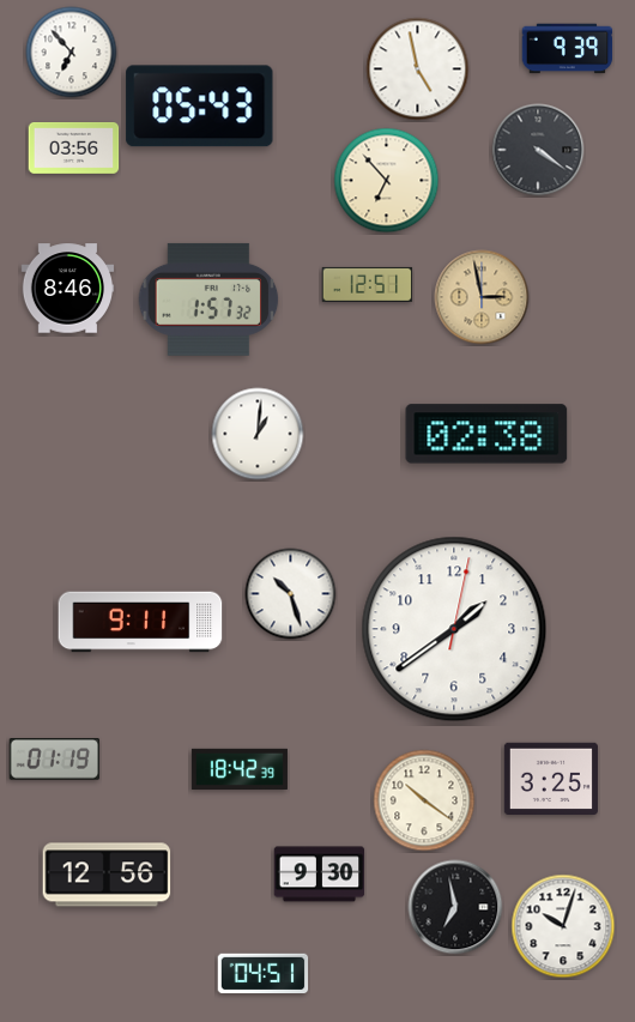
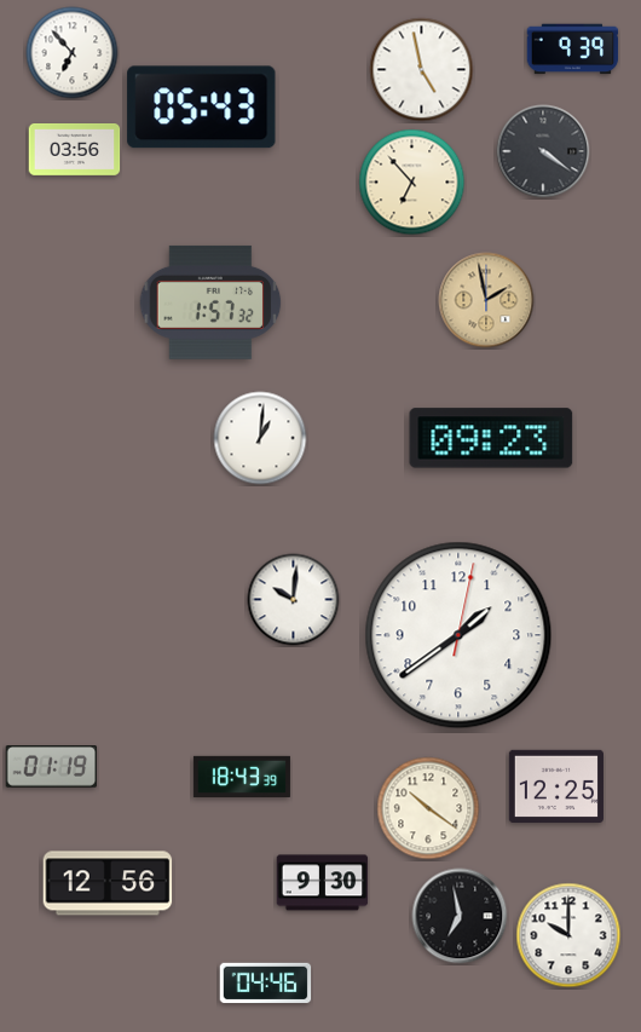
clock at (387, 181) position: (387, 181) -> (412, 183)
clock at (368, 284): 12:51 -> none
clock at (68, 289): 8:46 -> none
clock at (482, 297): 2:58 -> 1:58
clock at (486, 434): 02:38 -> 09:23
clock at (291, 594): 10:27 -> 10:01
clock at (140, 622): 9:11 -> none
clock at (55, 760) position: (55, 760) -> (52, 767)
clock at (240, 768): 18:42 -> 18:43
clock at (551, 778): 3:25 -> 12:25
clock at (563, 926): 10:03 -> 10:00
clock at (264, 974): 04:51 -> 04:46
